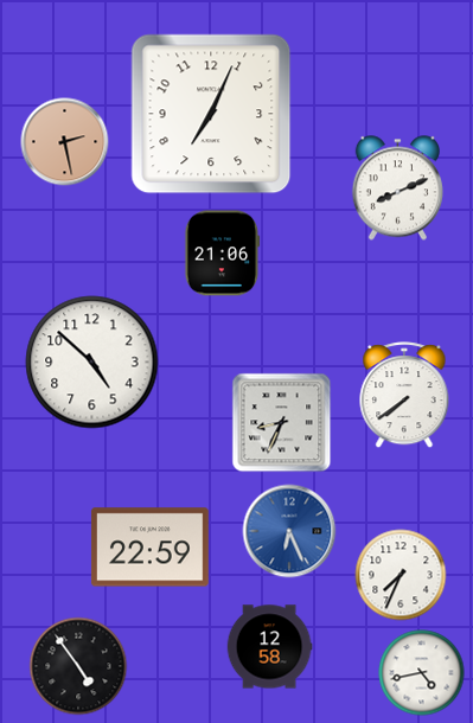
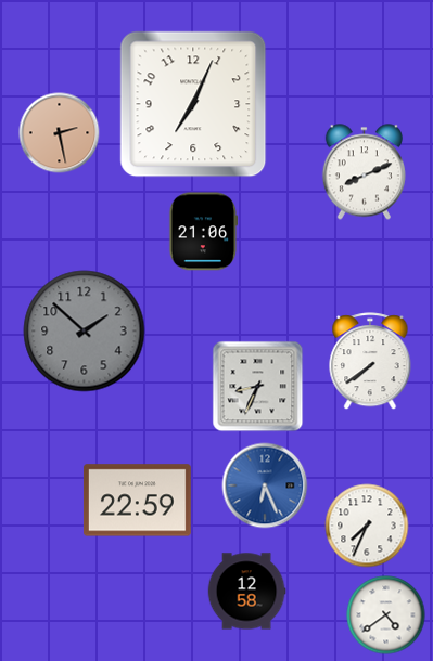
clock at (65, 142) position: (65, 142) -> (60, 133)
clock at (92, 363): 4:52 -> 1:52
clock at (92, 363) dial: white -> grey
clock at (78, 666): 4:54 -> none
clock at (422, 673): 4:43 -> 4:39
